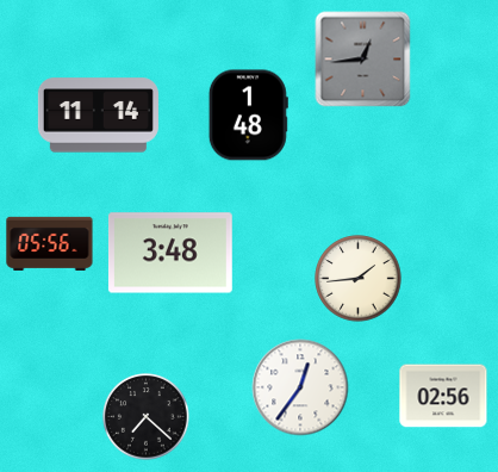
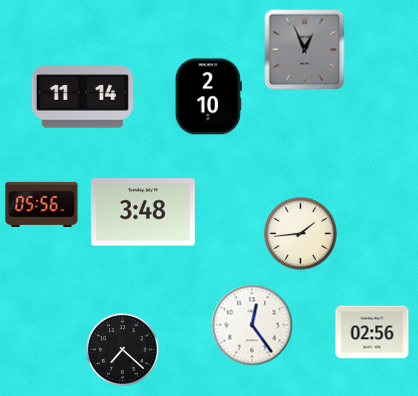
clock at (363, 60): 12:44 -> 12:56
clock at (248, 116): 1:48 -> 2:10
clock at (300, 387): 12:36 -> 12:24
